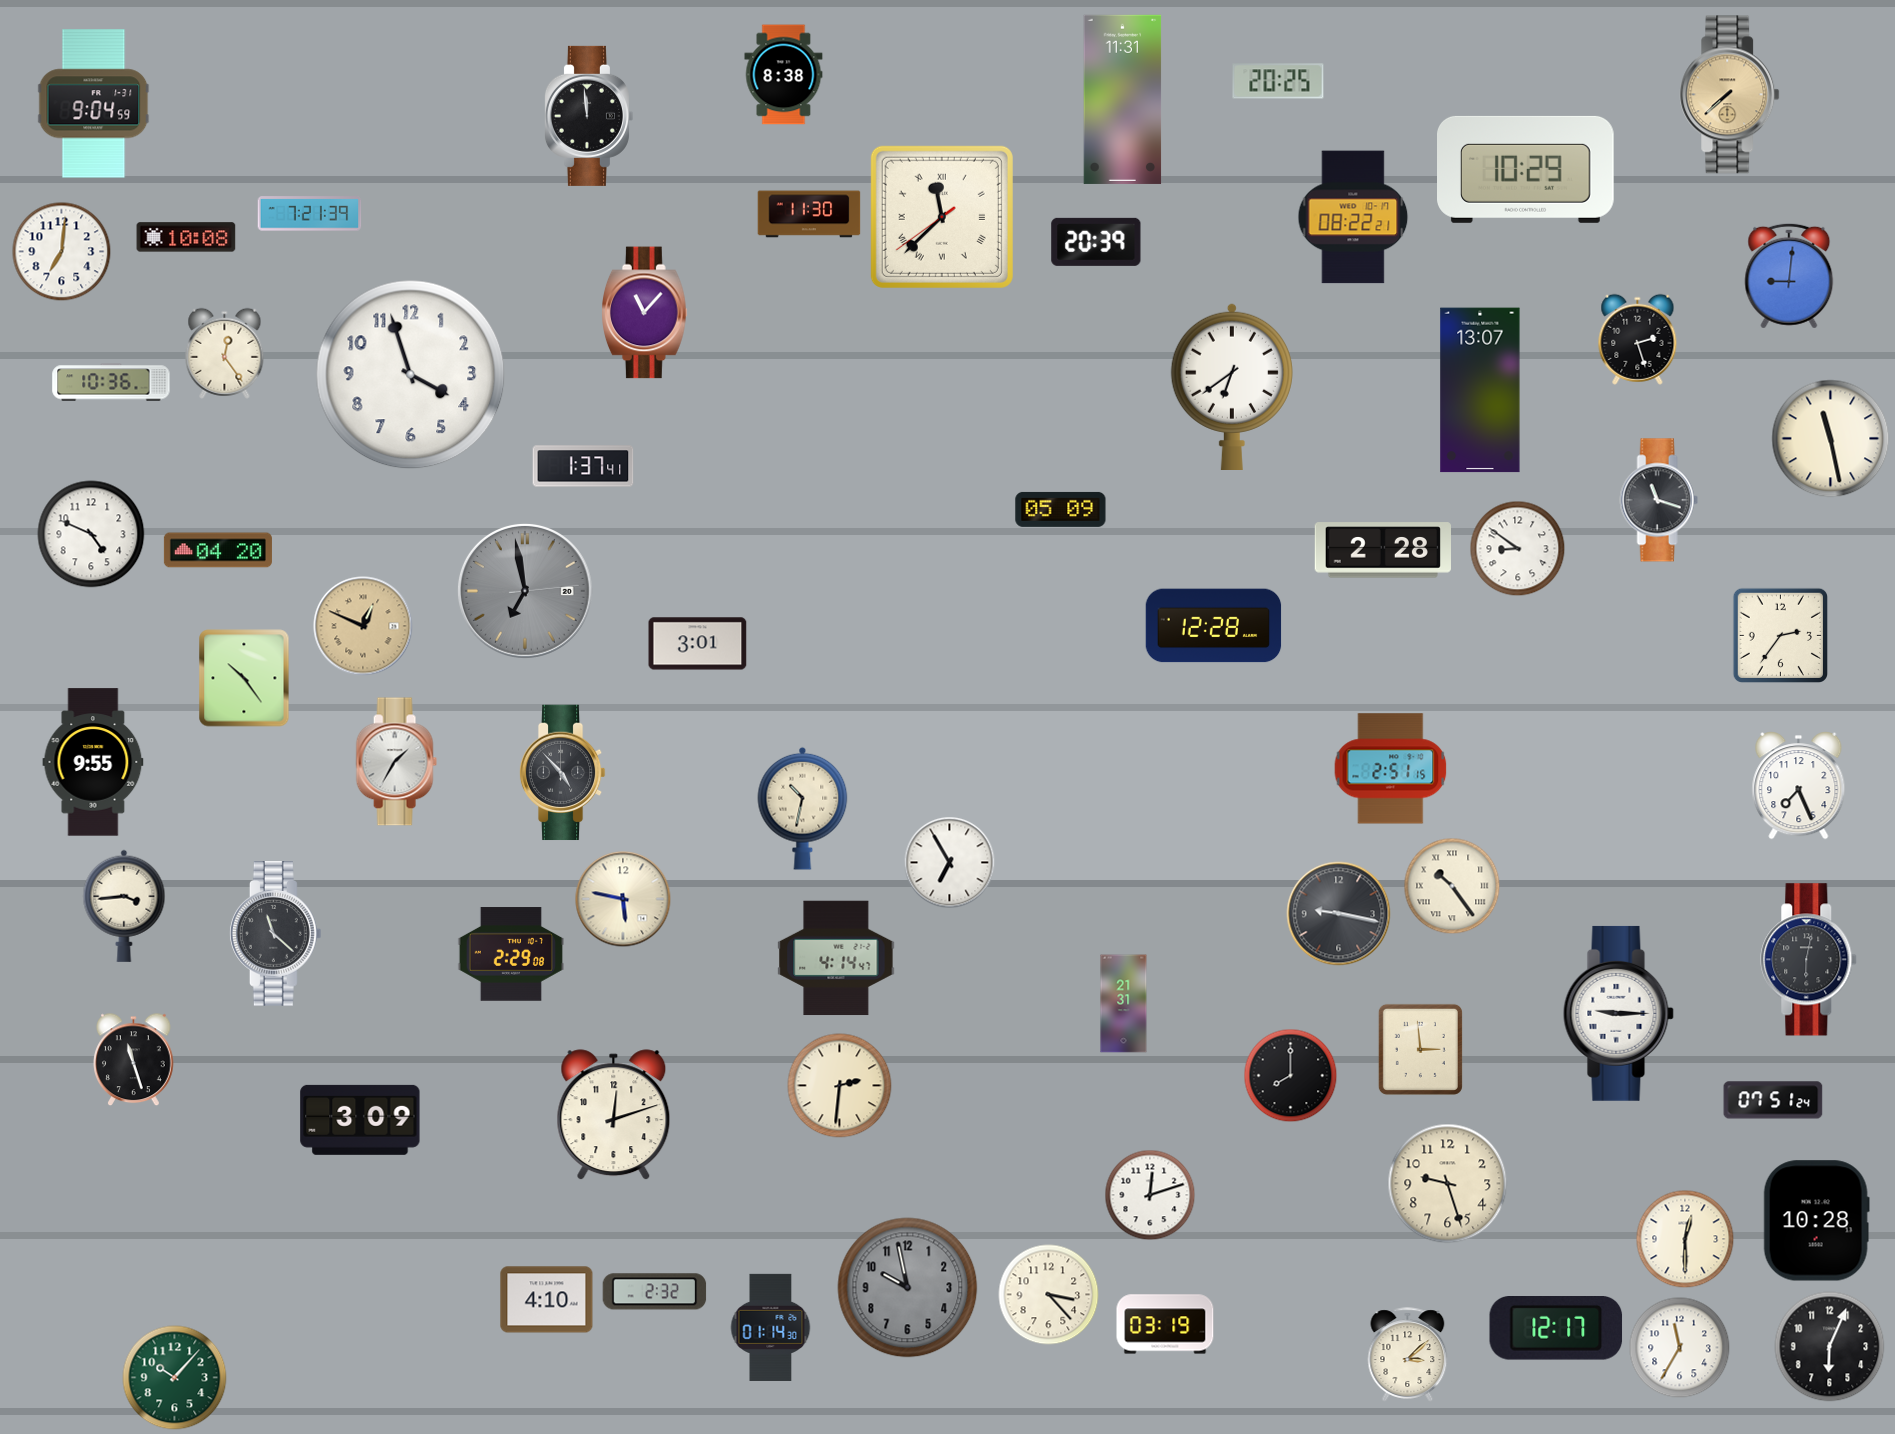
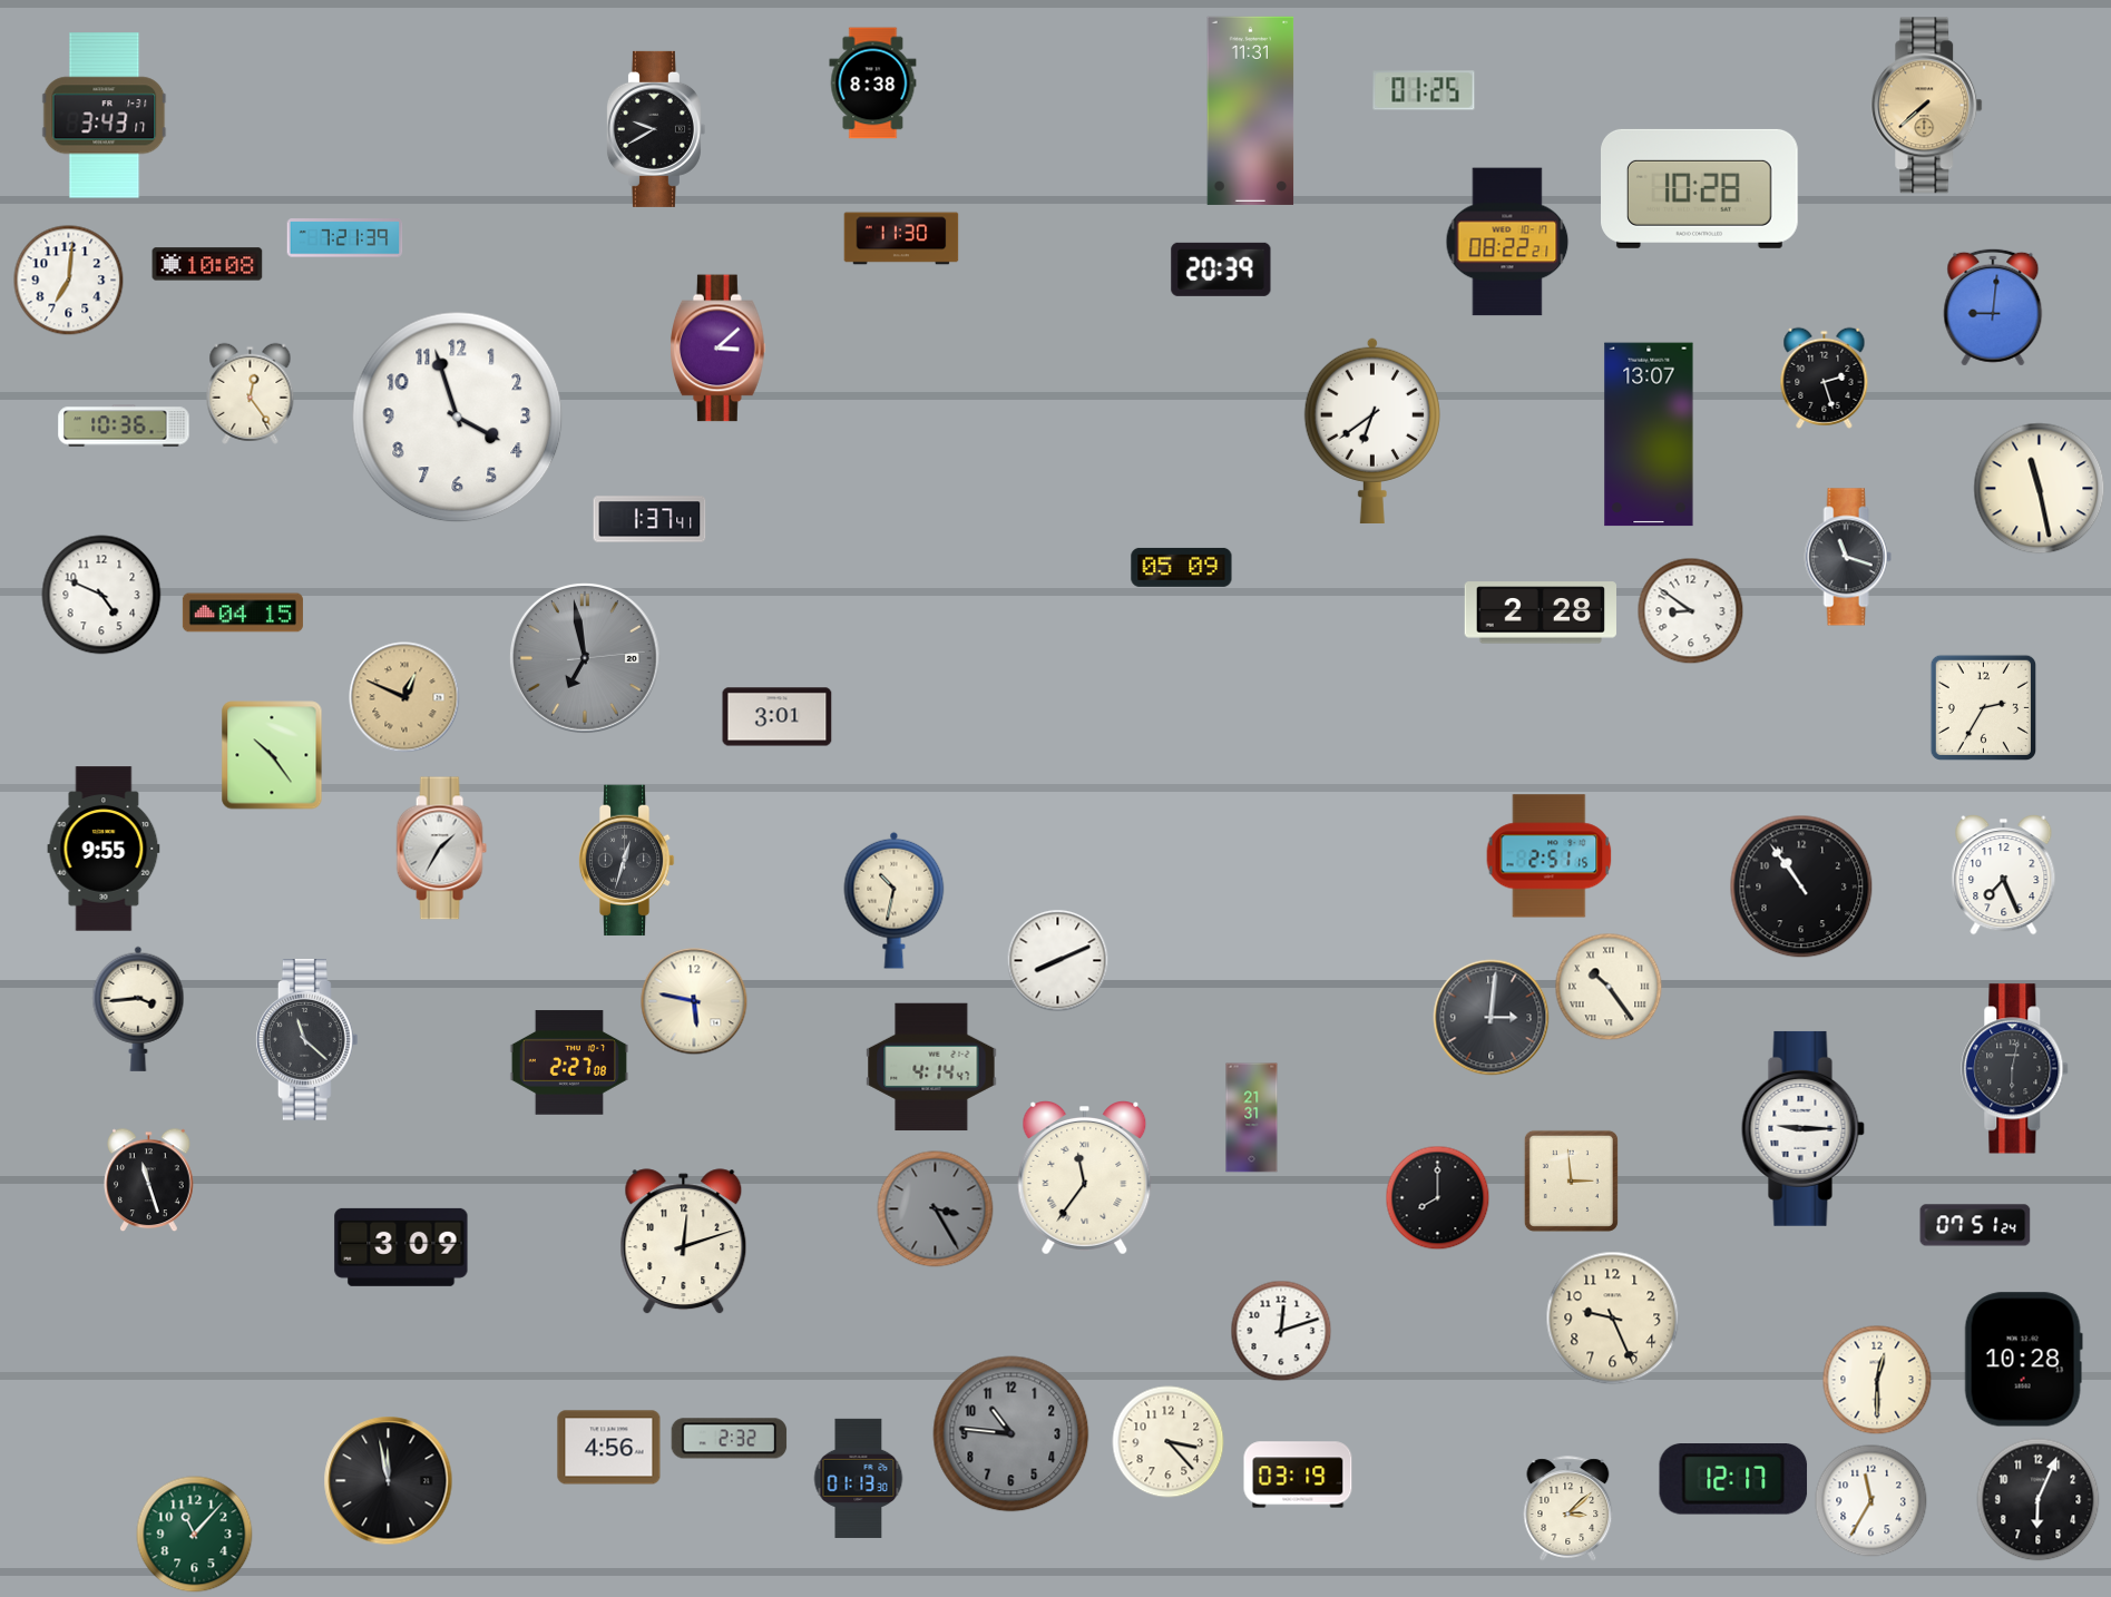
clock at (1278, 81): 20:25 -> 01:25
clock at (94, 104): 9:04 -> 3:43
clock at (588, 116): 11:59 -> 9:40
clock at (1526, 169): 10:29 -> 10:28
clock at (942, 217): 11:37 -> none
clock at (645, 313): 11:07 -> 3:08
clock at (218, 550): 04:20 -> 04:15
clock at (1214, 626): 12:28 -> none
clock at (1780, 635): 2:36 -> 2:35
clock at (562, 773): 4:53 -> 12:33
clock at (1801, 886): none -> 10:54
clock at (950, 863): 6:55 -> 8:11
clock at (1452, 886) position: (1452, 886) -> (1609, 987)
clock at (1339, 914): 9:17 -> 3:01
clock at (510, 954): 2:29 -> 2:27
clock at (1420, 1049) position: (1420, 1049) -> (1571, 1180)
clock at (1085, 1178): none -> 11:36
clock at (840, 1086): 2:31 -> 3:25
clock at (840, 1086) dial: cream -> grey
clock at (1448, 1184): 9:27 -> 9:26
clock at (908, 1288): 9:58 -> 10:46
clock at (547, 1300): 4:10 -> 4:56
clock at (771, 1327): 01:14 -> 01:13
clock at (389, 1481): none -> 11:58
clock at (175, 1378): 10:07 -> 11:07
